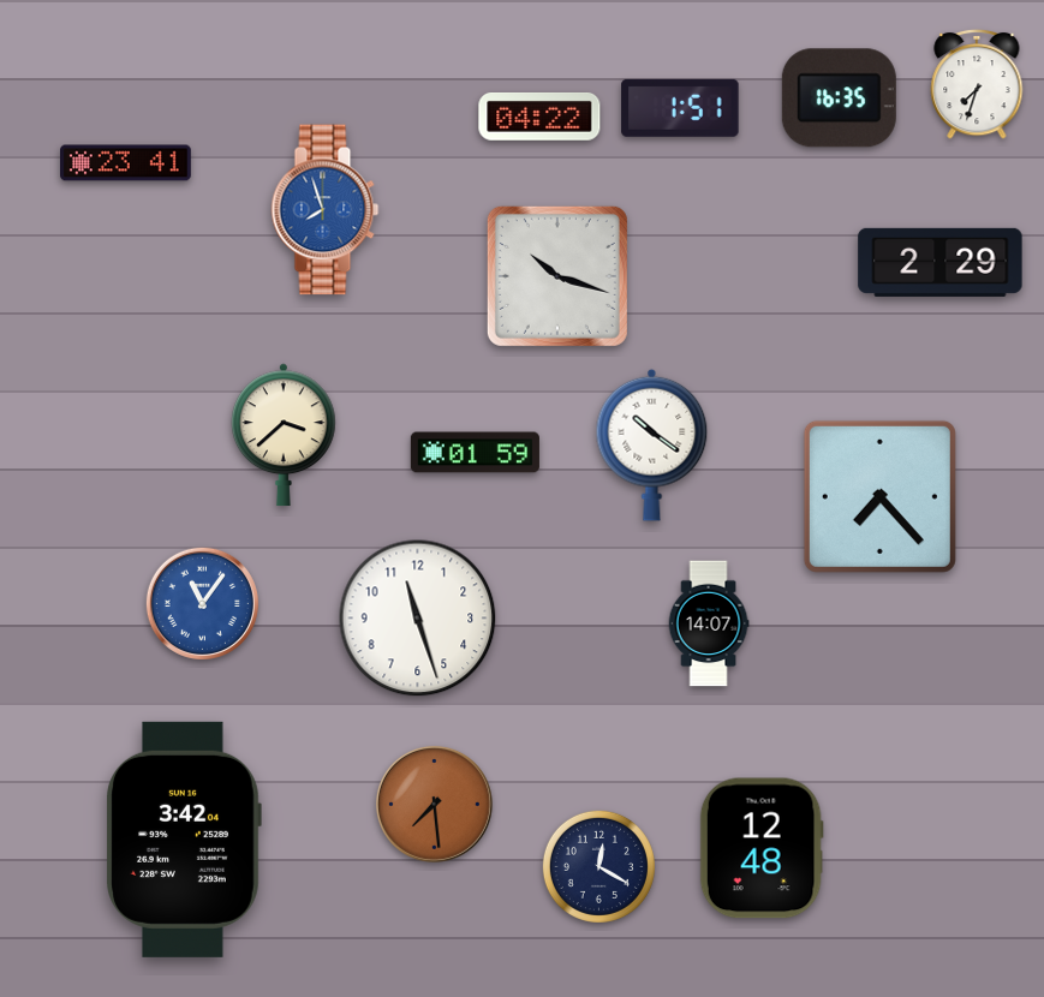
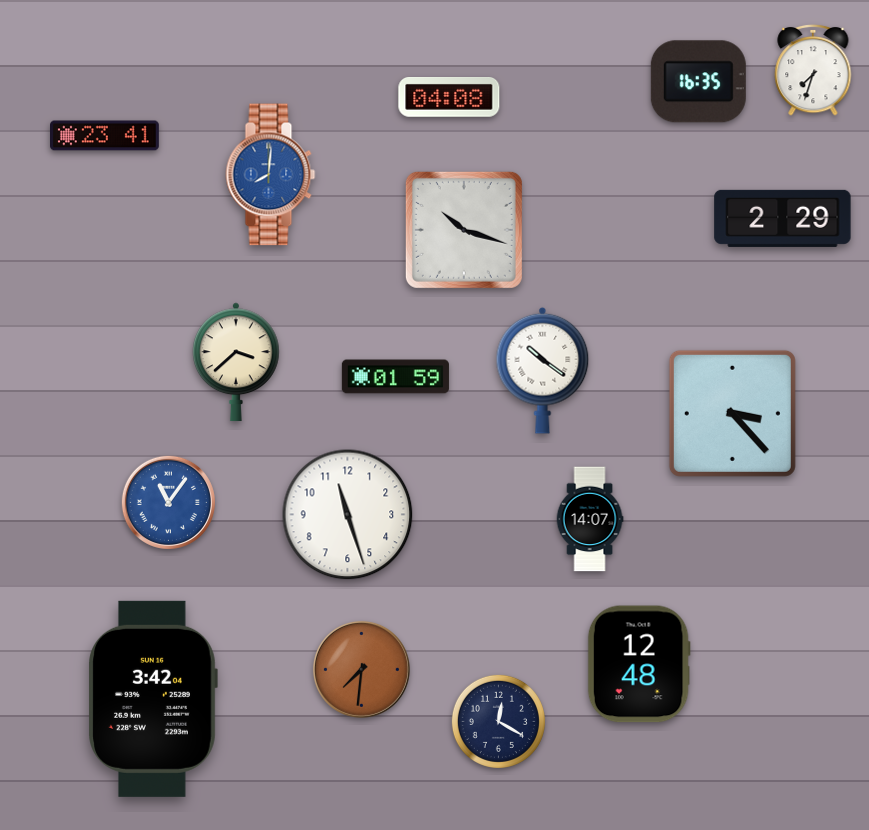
clock at (680, 108): 1:51 -> none
clock at (539, 118): 04:22 -> 04:08
clock at (326, 210): 7:57 -> 8:01
clock at (879, 496): 7:23 -> 3:23
clock at (434, 804): 7:29 -> 7:31
clock at (762, 848) position: (762, 848) -> (639, 664)
